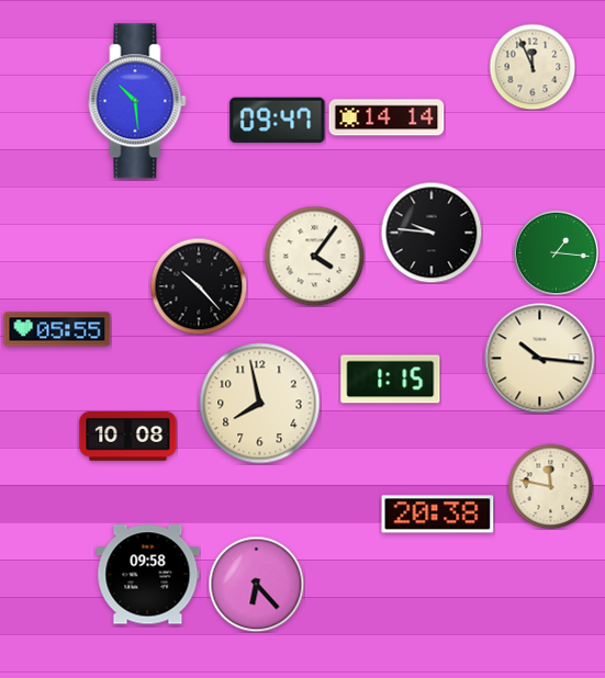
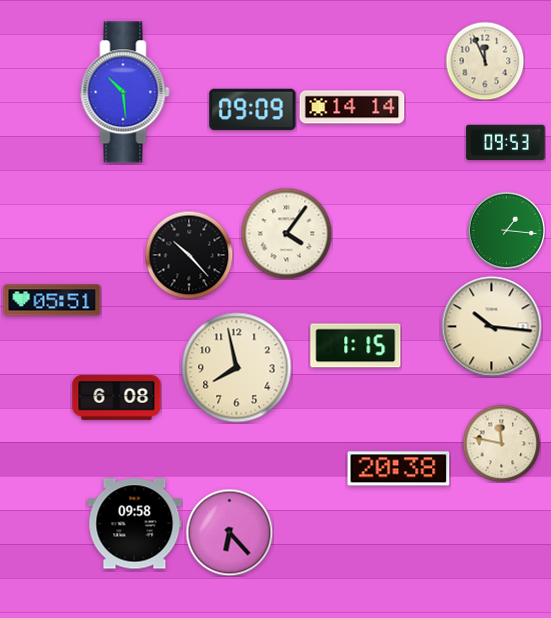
clock at (278, 121): 09:47 -> 09:09
clock at (506, 142): none -> 09:53
clock at (432, 233): 9:46 -> none
clock at (199, 286) position: (199, 286) -> (189, 255)
clock at (57, 329): 05:55 -> 05:51
clock at (128, 436): 10:08 -> 6:08
clock at (256, 584) position: (256, 584) -> (229, 532)
